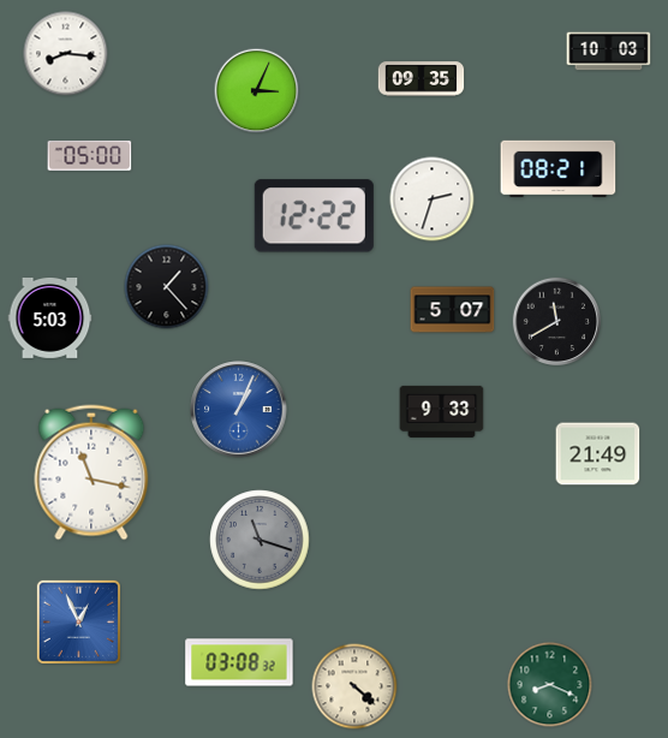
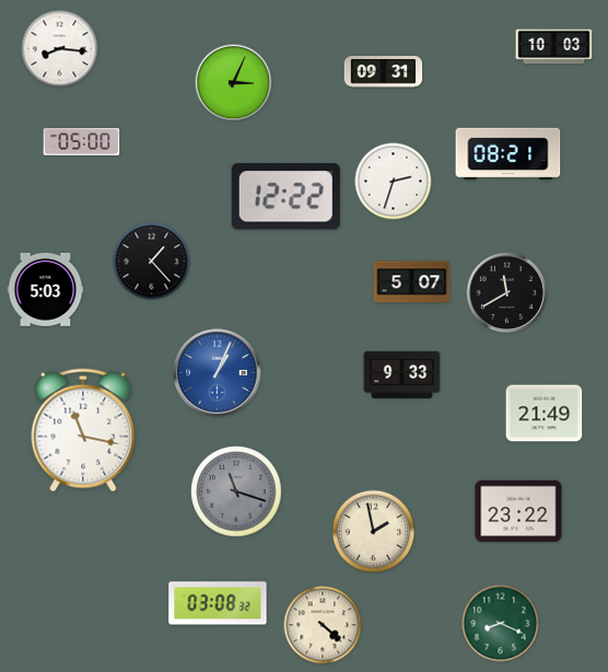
clock at (422, 79): 09:35 -> 09:31
clock at (518, 511): none -> 23:22
clock at (374, 532): none -> 1:58
clock at (78, 621): 12:56 -> none
